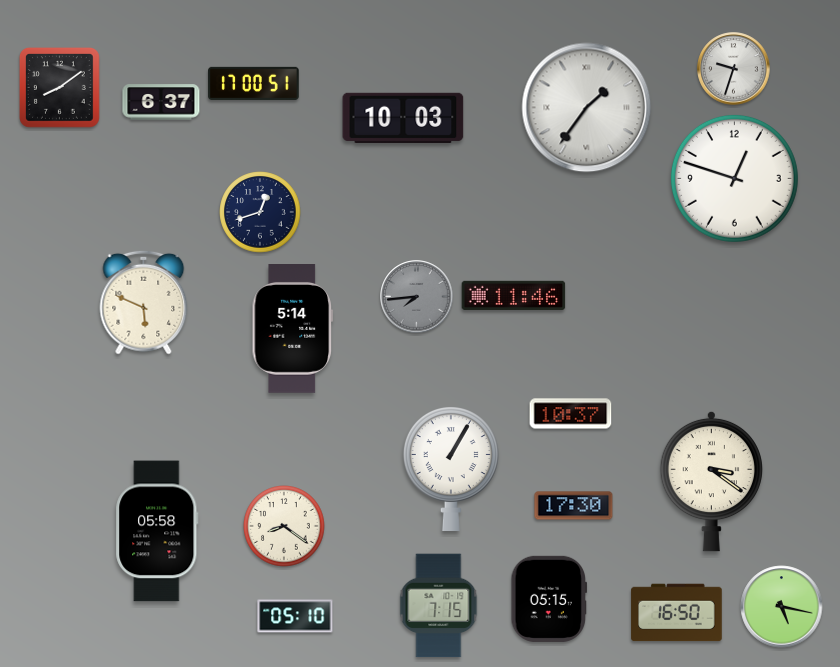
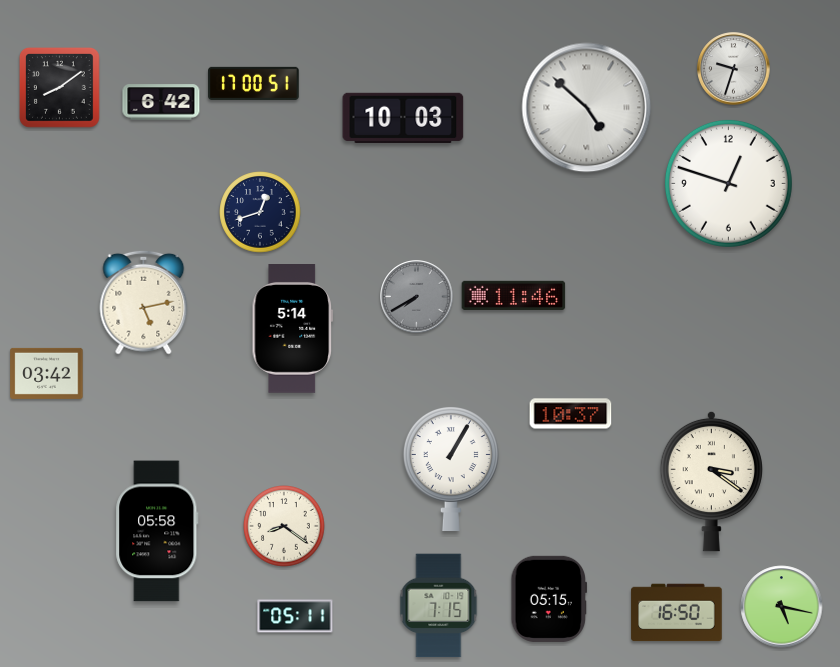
clock at (161, 102): 6:37 -> 6:42
clock at (587, 108): 1:36 -> 4:52
clock at (734, 178) position: (734, 178) -> (728, 183)
clock at (417, 297): 7:44 -> 7:40
clock at (144, 302): 5:49 -> 5:13
clock at (47, 373): none -> 03:42
clock at (574, 506): 17:30 -> none
clock at (295, 616): 05:10 -> 05:11
